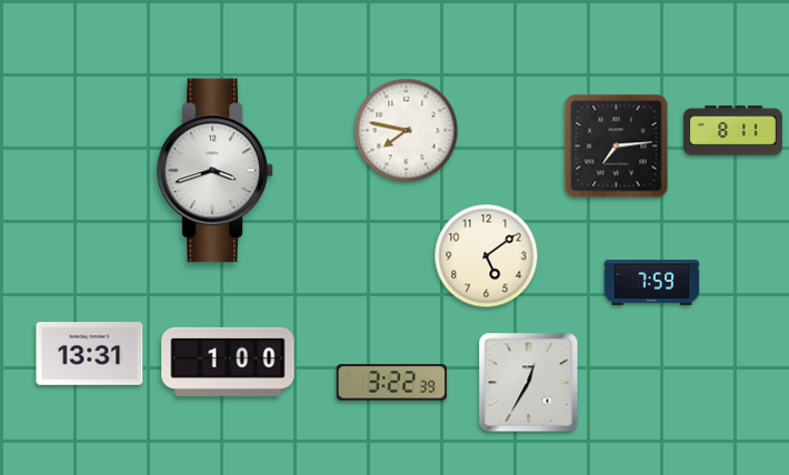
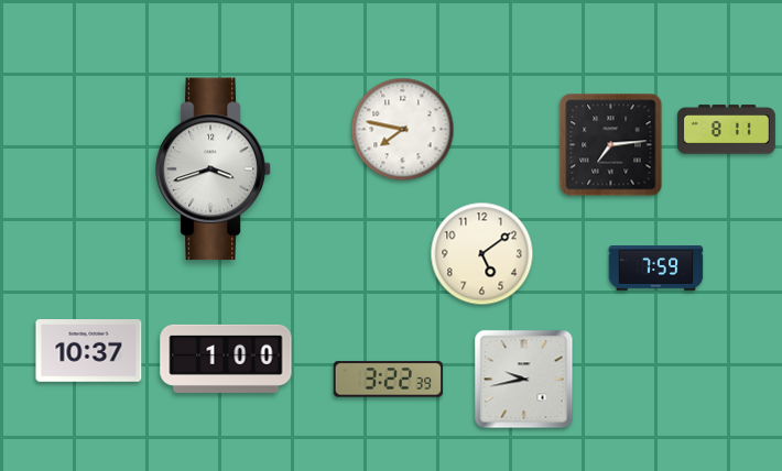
clock at (652, 283) position: (652, 283) -> (656, 269)
clock at (90, 354): 13:31 -> 10:37
clock at (529, 383): 12:35 -> 9:43
